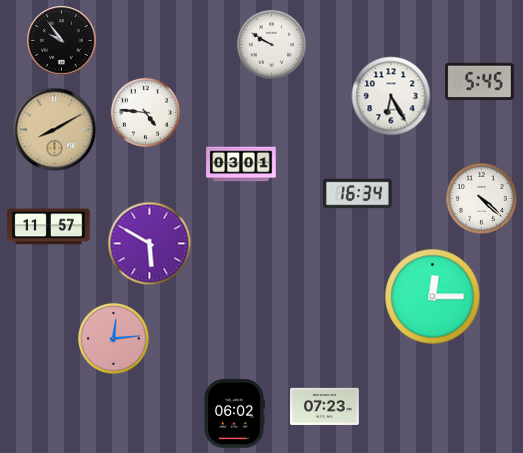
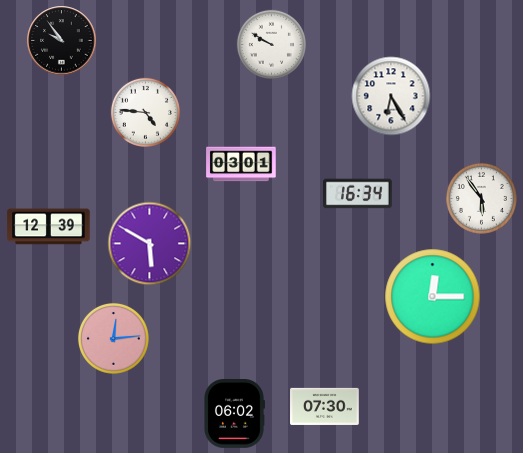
clock at (480, 82): 5:45 -> none
clock at (55, 130): 8:10 -> none
clock at (481, 198): 4:22 -> 5:54
clock at (49, 227): 11:57 -> 12:39
clock at (325, 406): 07:23 -> 07:30
